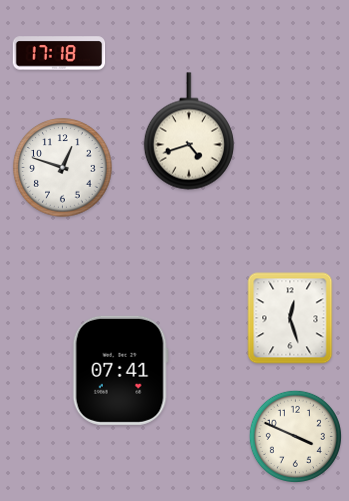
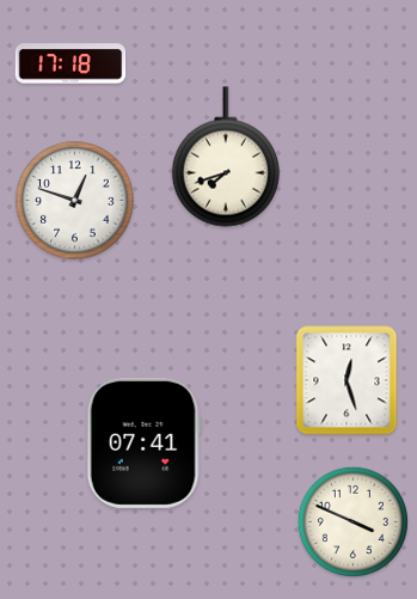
clock at (189, 131): 4:42 -> 7:42
